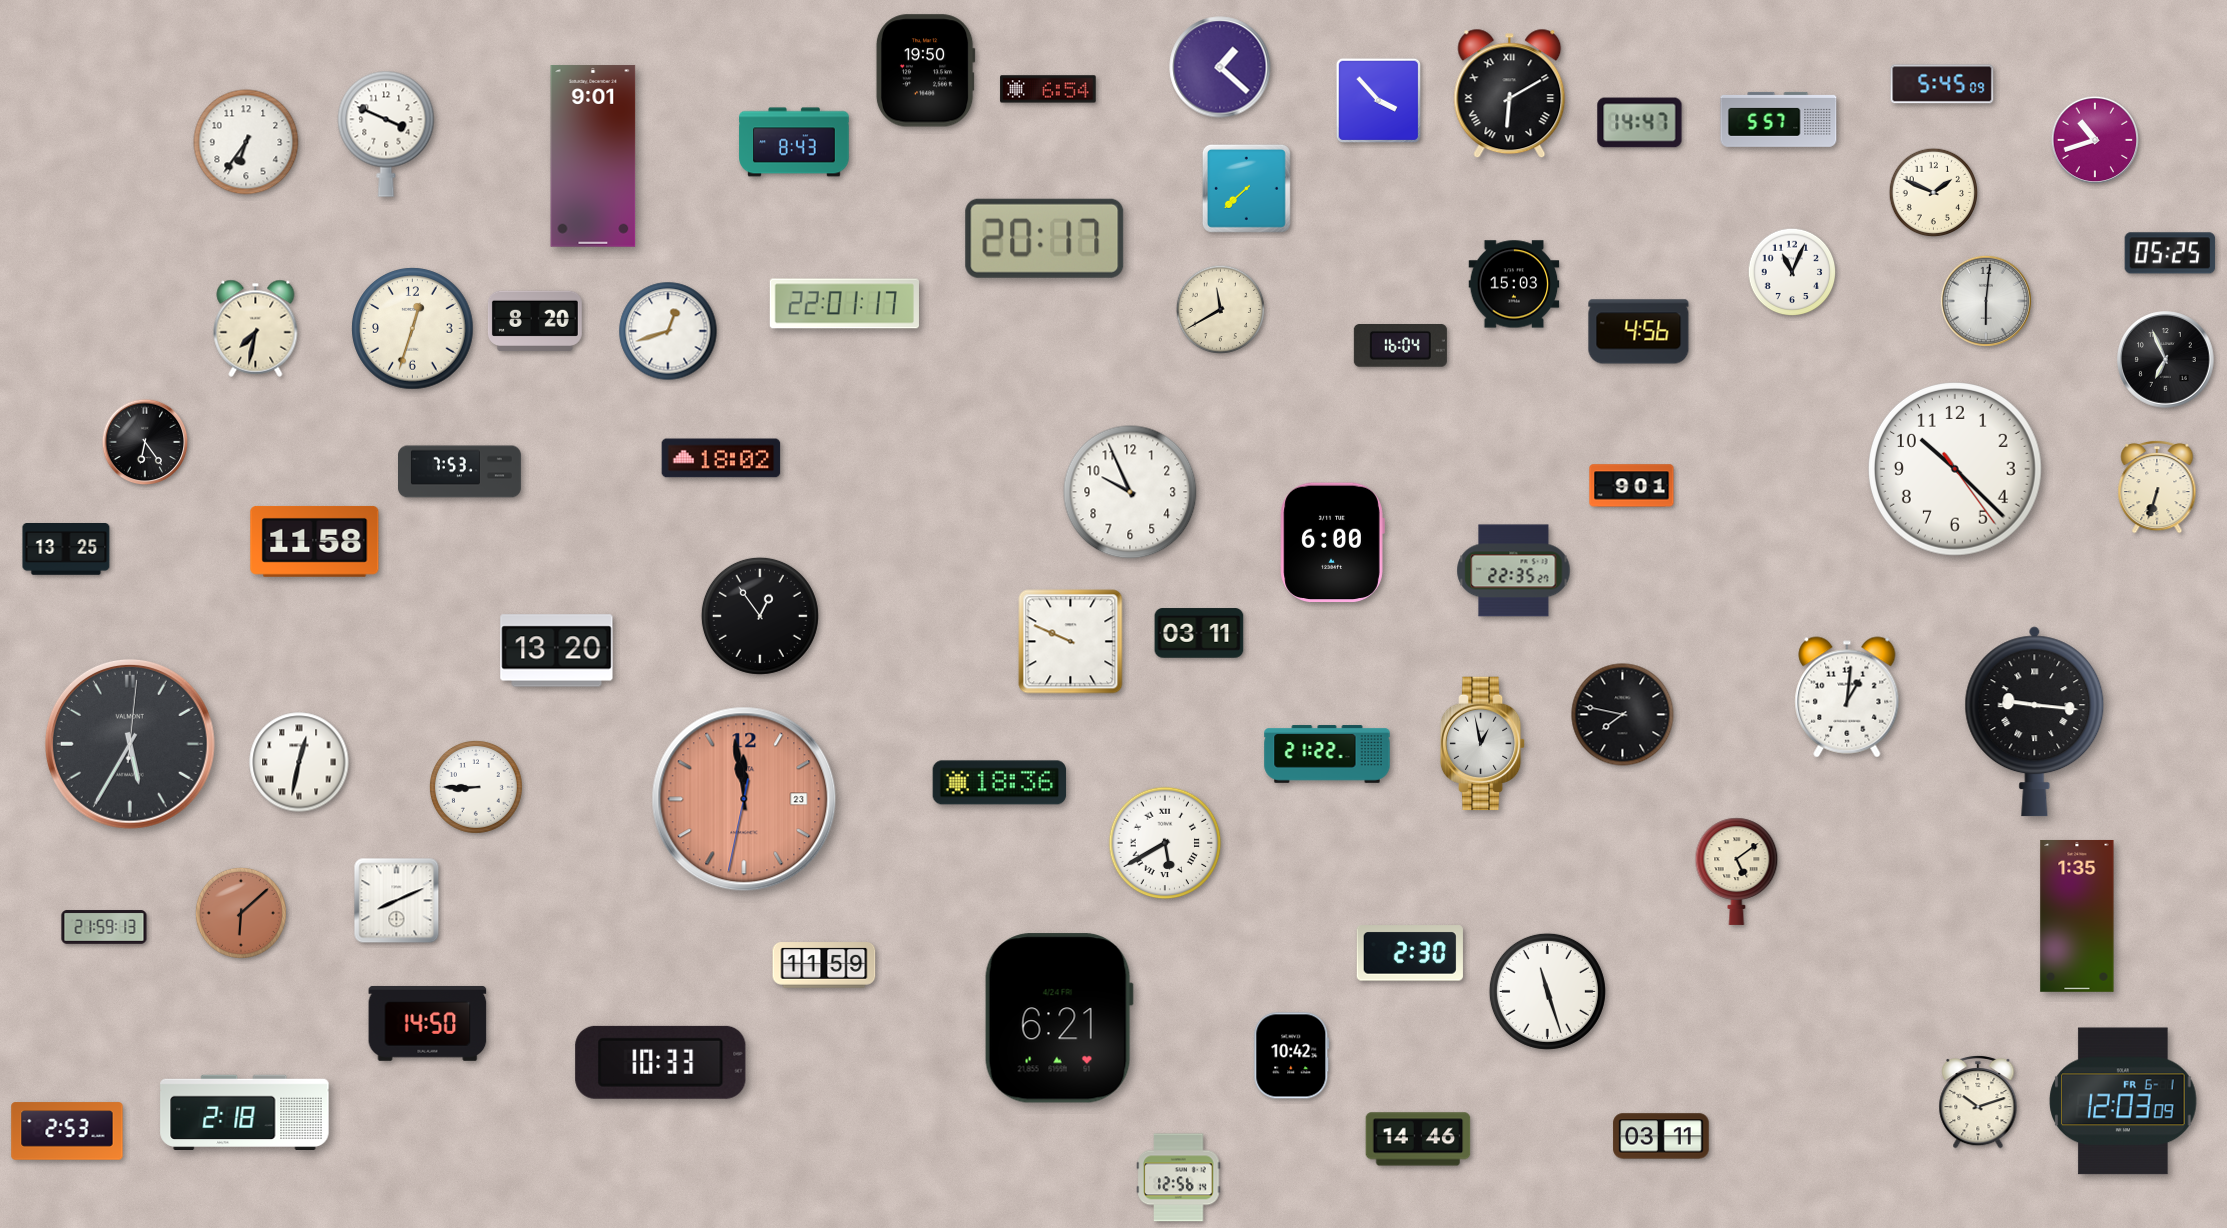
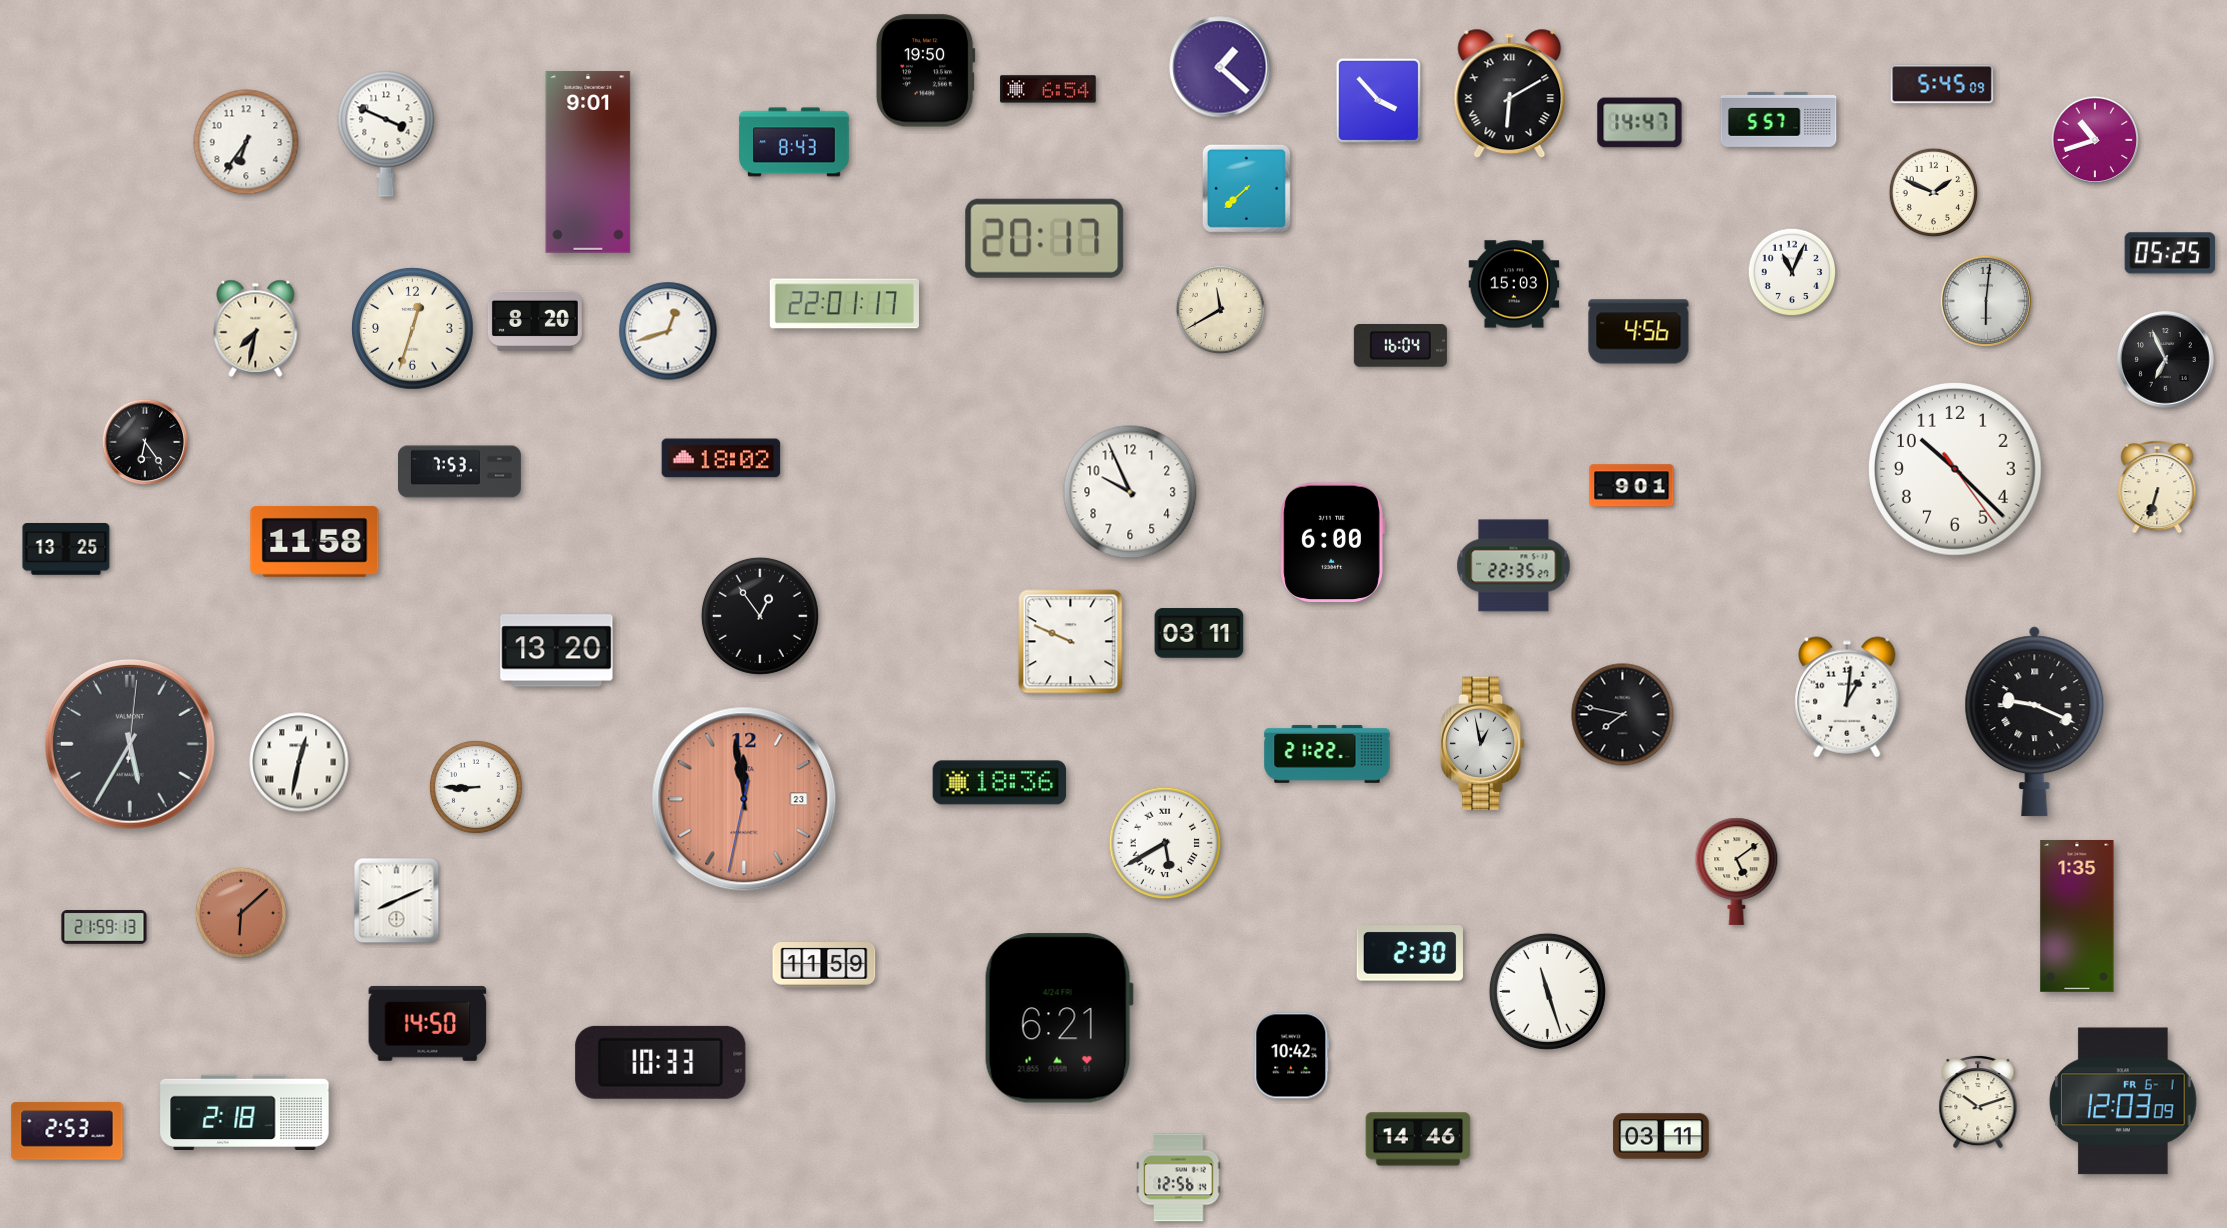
clock at (593, 156) position: (593, 156) -> (588, 162)
clock at (1514, 571) position: (1514, 571) -> (1514, 566)
clock at (2035, 722): 9:16 -> 9:19
